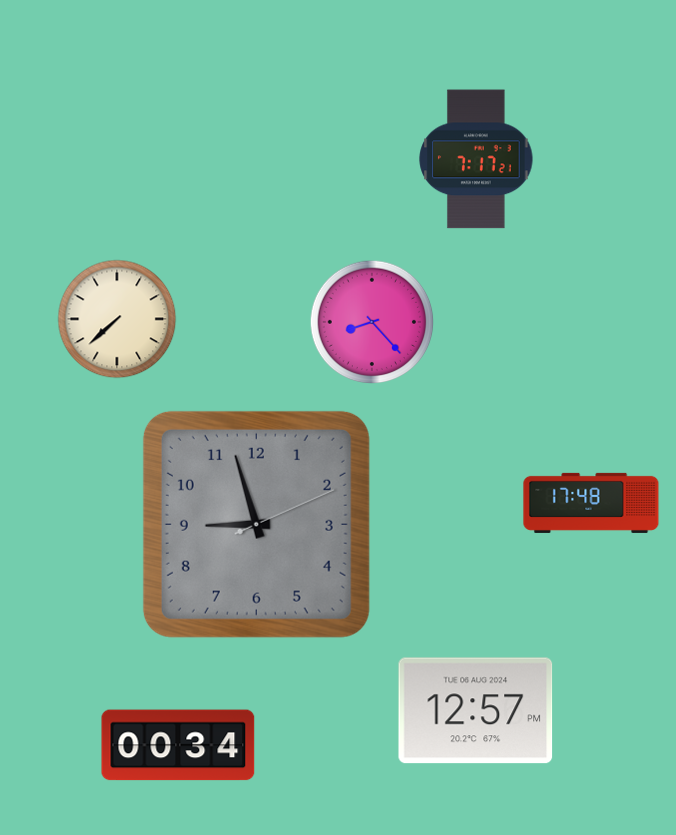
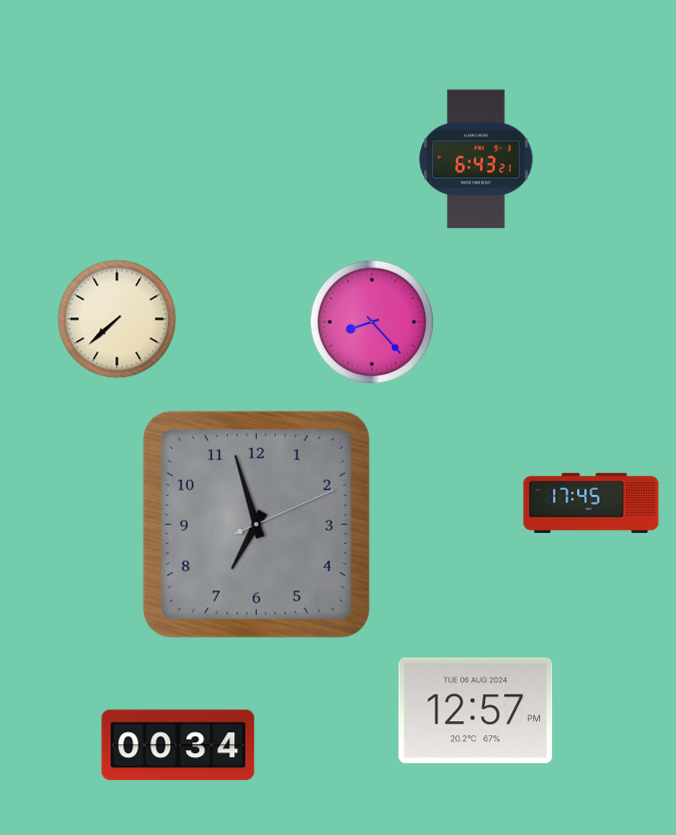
clock at (476, 159): 7:17 -> 6:43
clock at (591, 503): 17:48 -> 17:45
clock at (256, 524): 8:57 -> 6:57
